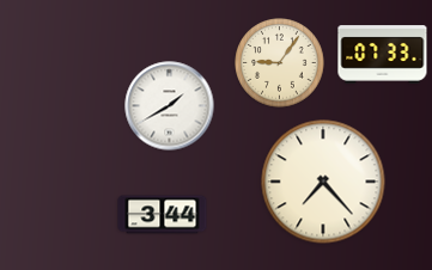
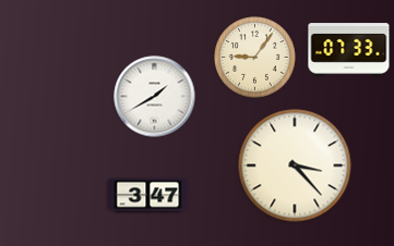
clock at (323, 182): 7:23 -> 3:23
clock at (163, 215): 3:44 -> 3:47
